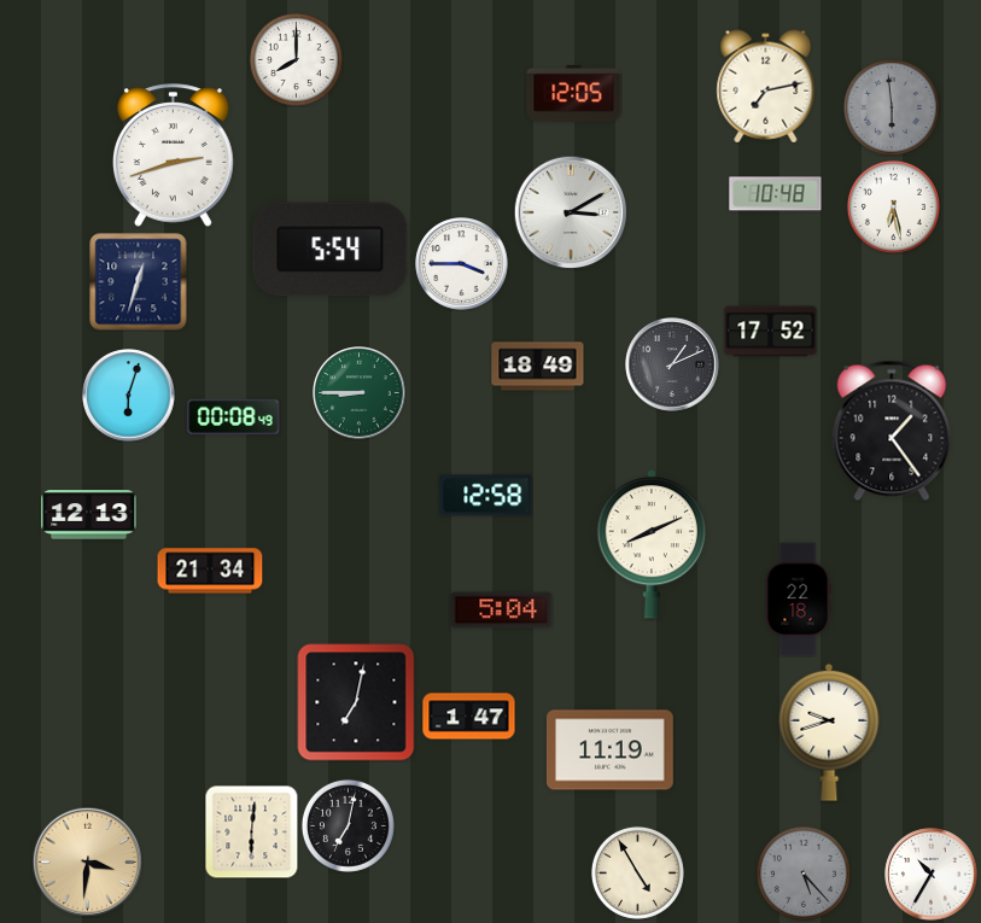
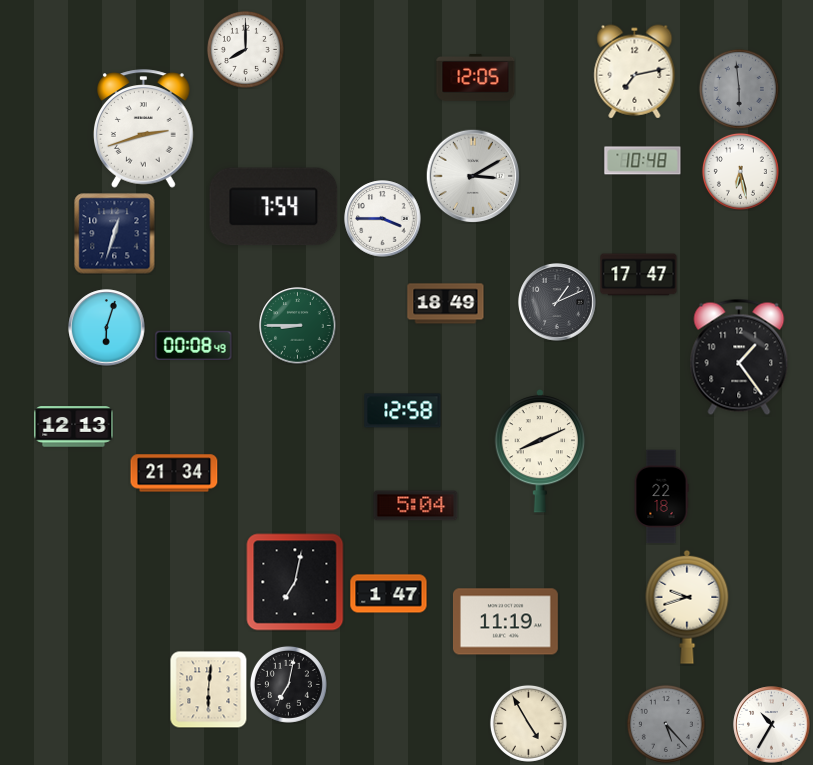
clock at (331, 250): 5:54 -> 7:54
clock at (771, 332): 17:52 -> 17:47
clock at (87, 861): 3:31 -> none
